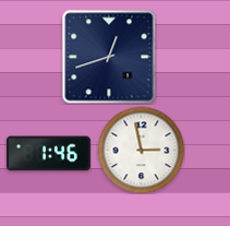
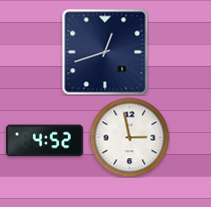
clock at (109, 57) position: (109, 57) -> (105, 52)
clock at (48, 154): 1:46 -> 4:52
